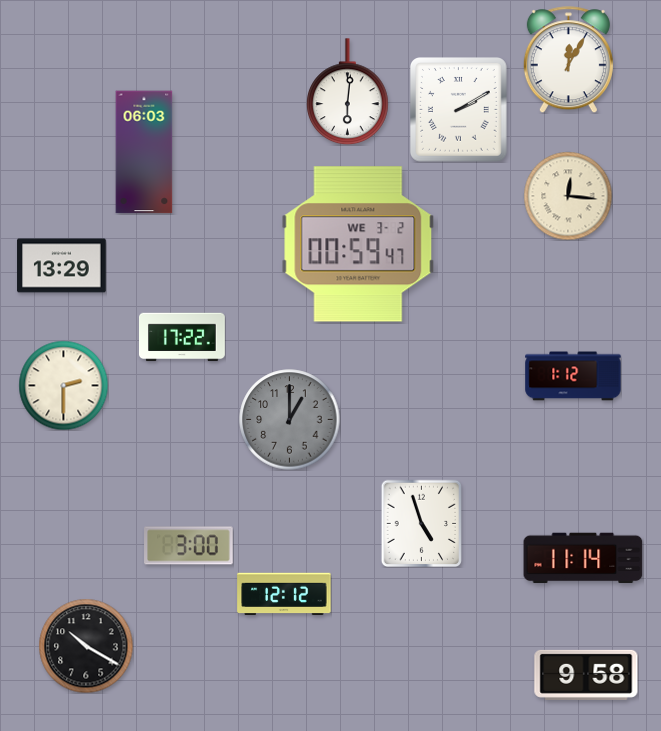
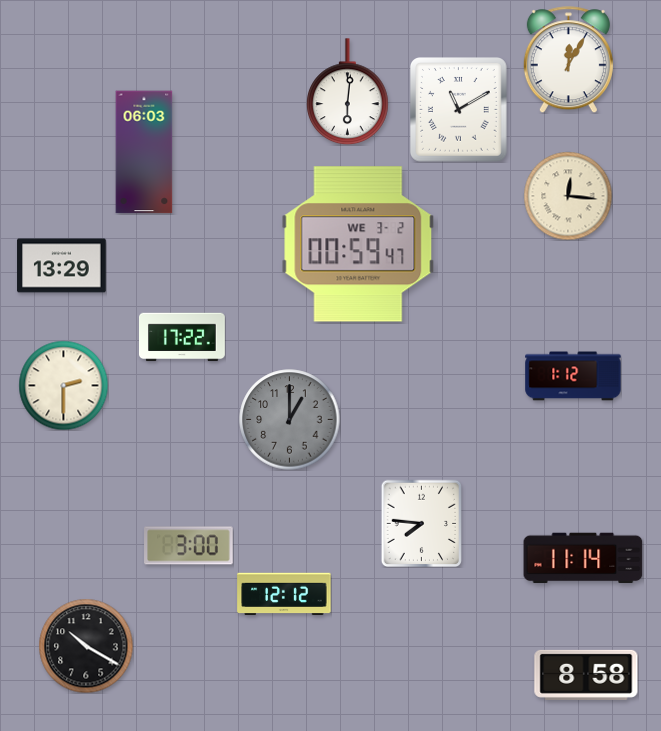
clock at (459, 110): 2:10 -> 11:10
clock at (422, 523): 4:57 -> 7:46
clock at (586, 675): 9:58 -> 8:58
